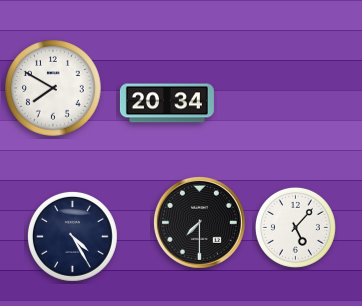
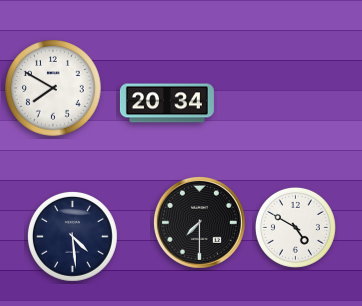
clock at (295, 227): 5:07 -> 4:50
clock at (72, 236): 4:25 -> 4:29
